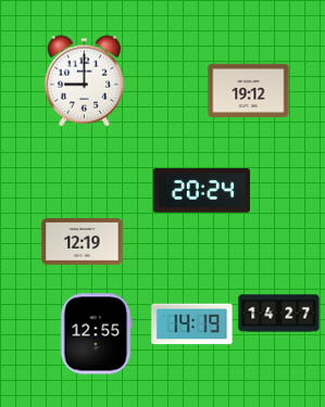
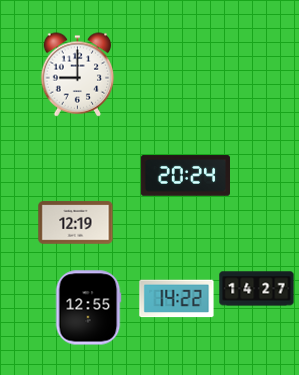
clock at (249, 90): 19:12 -> none
clock at (192, 325): 14:19 -> 14:22
